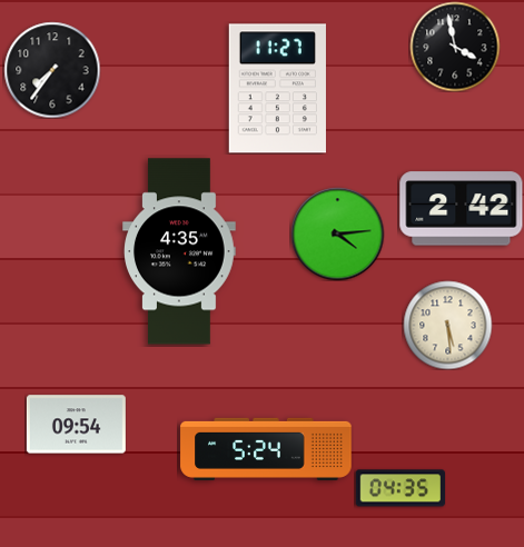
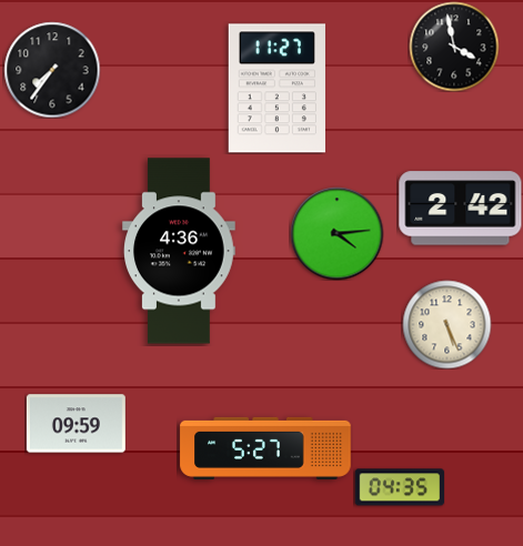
clock at (179, 251): 4:35 -> 4:36
clock at (447, 325): 5:29 -> 5:26
clock at (76, 425): 09:54 -> 09:59
clock at (266, 449): 5:24 -> 5:27
